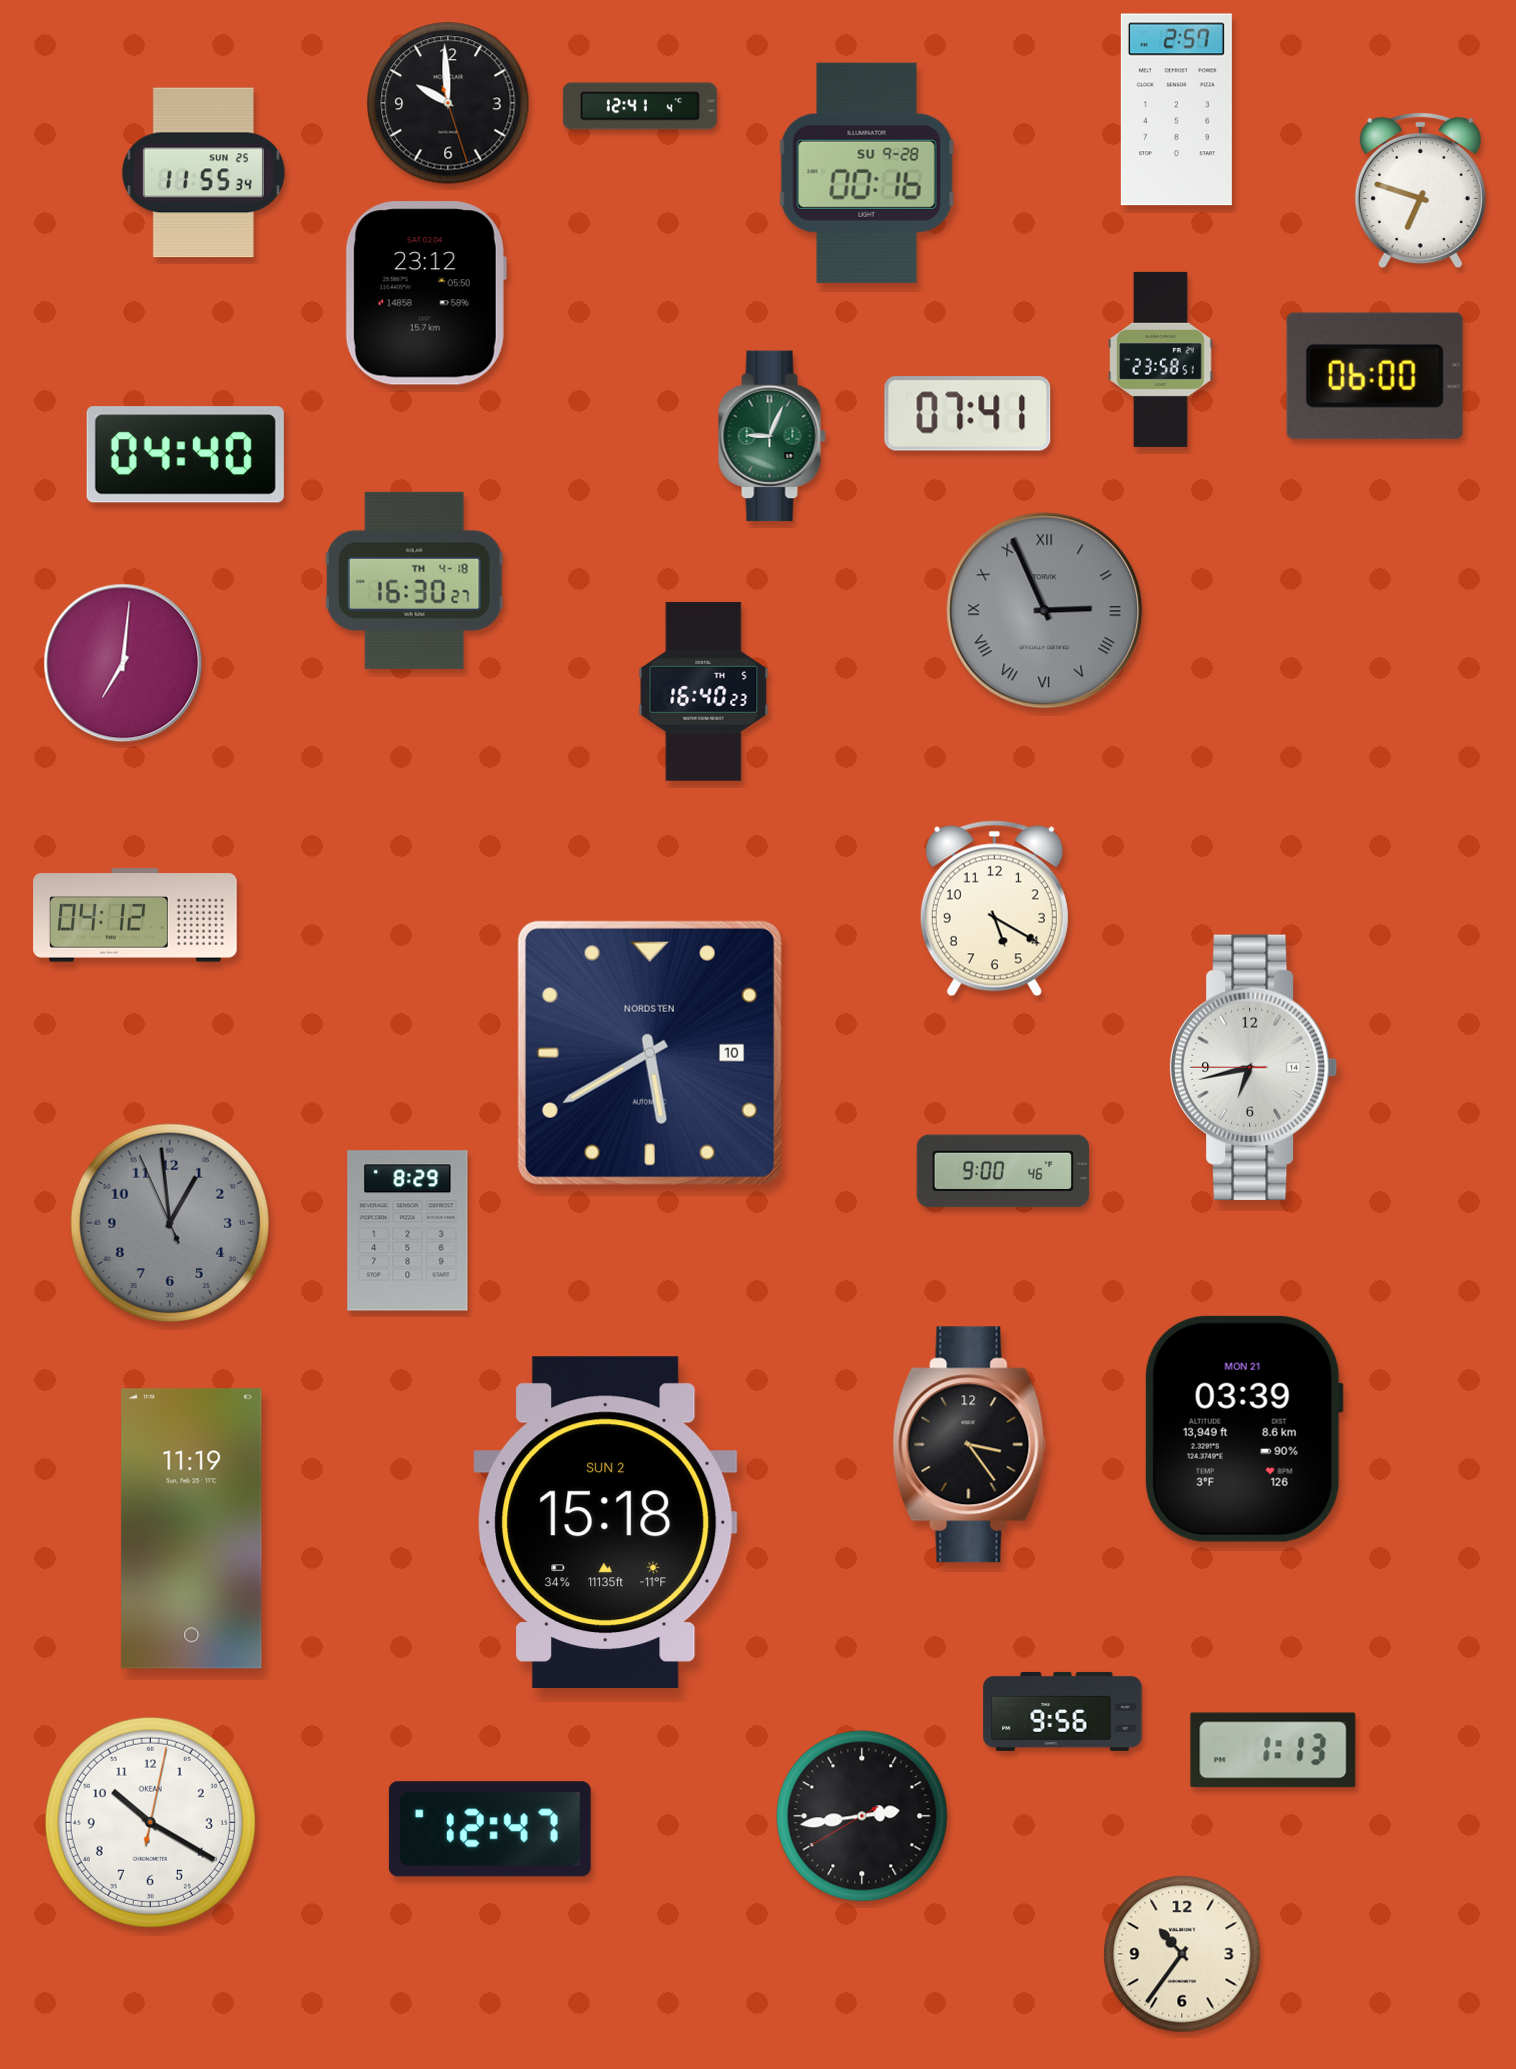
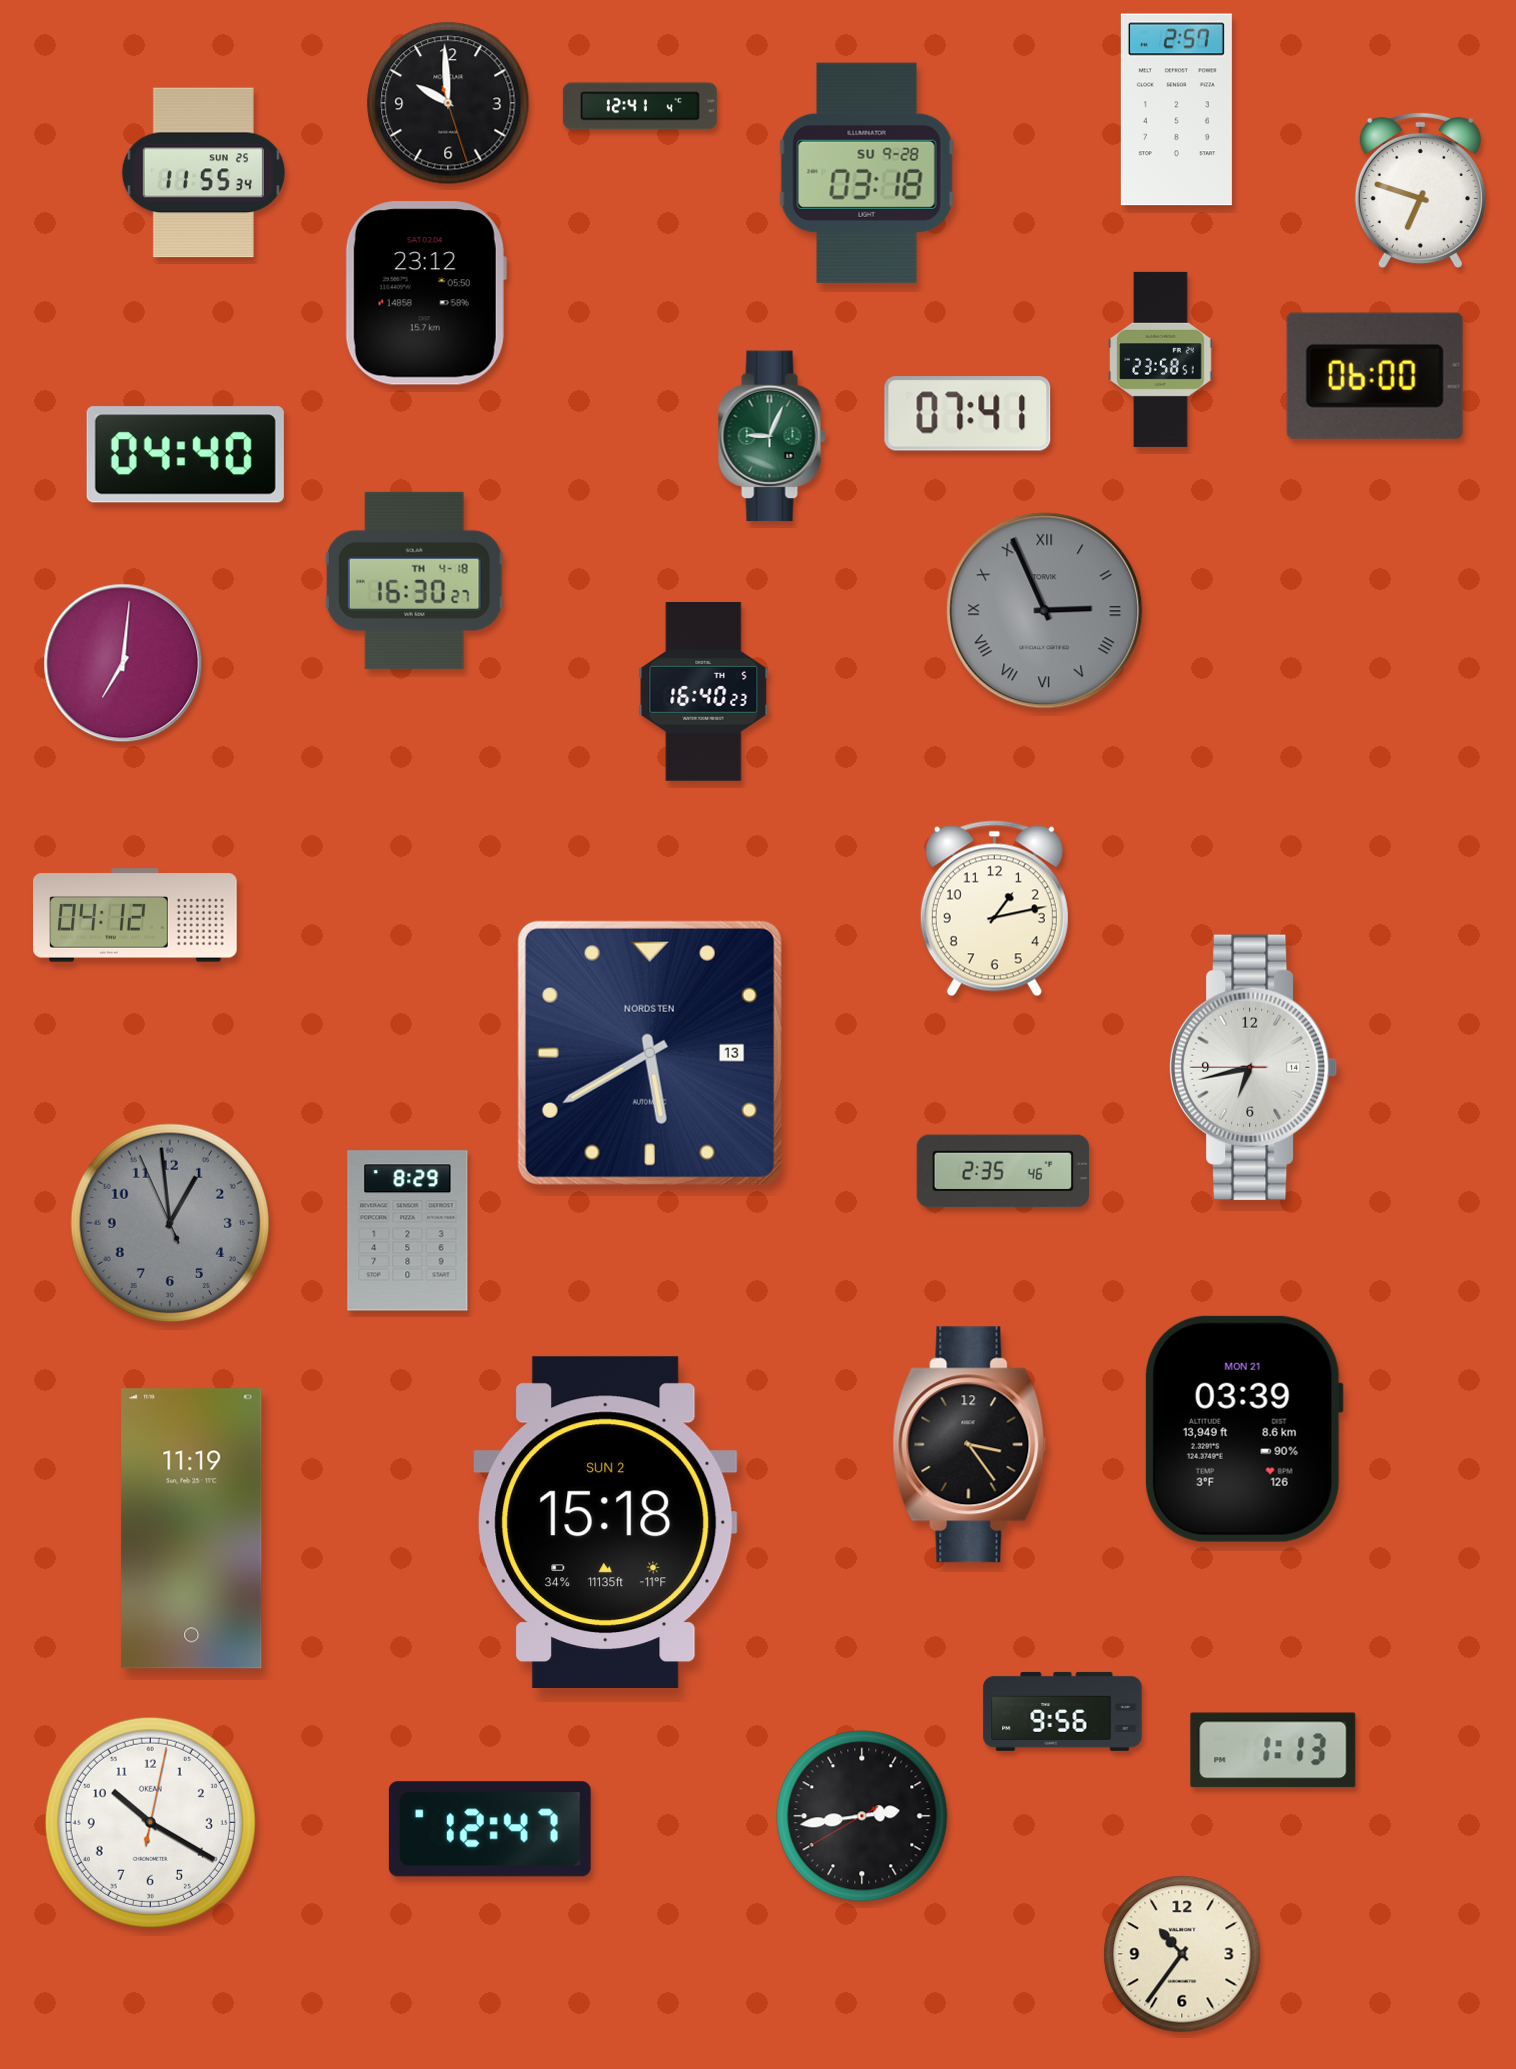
clock at (867, 173): 00:16 -> 03:18
clock at (994, 909): 5:20 -> 1:13
clock at (650, 1053) date: 10 -> 13
clock at (1002, 1171): 9:00 -> 2:35
